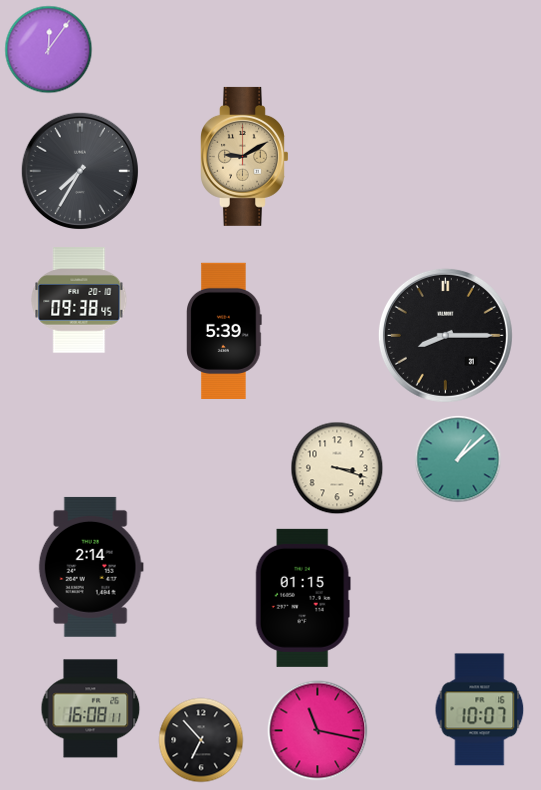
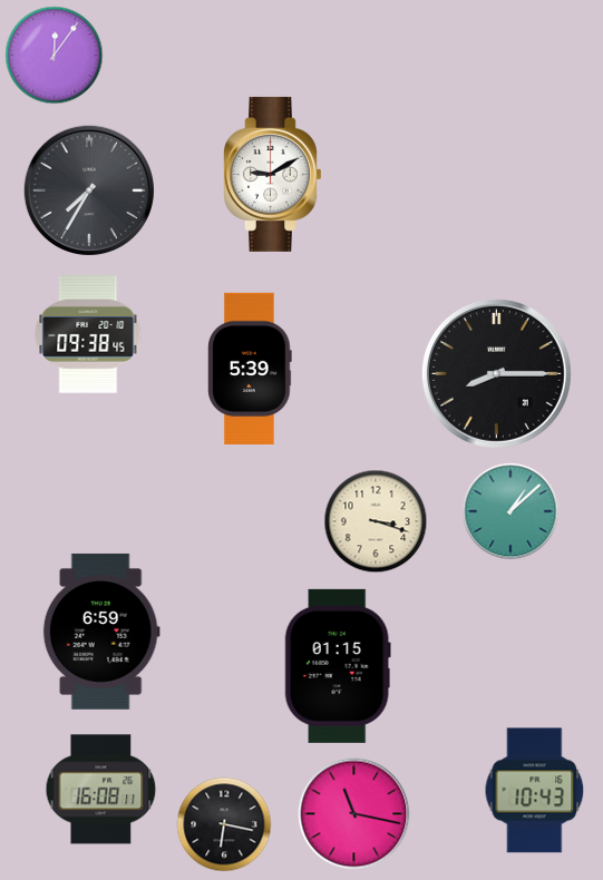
clock at (245, 156) dial: champagne -> white
clock at (91, 567): 2:14 -> 6:59
clock at (480, 710): 10:07 -> 10:43
clock at (201, 740): 6:53 -> 6:17
